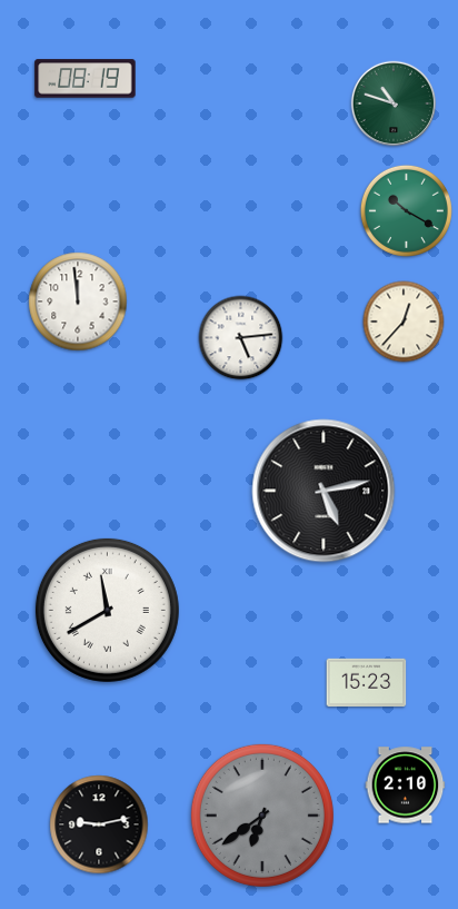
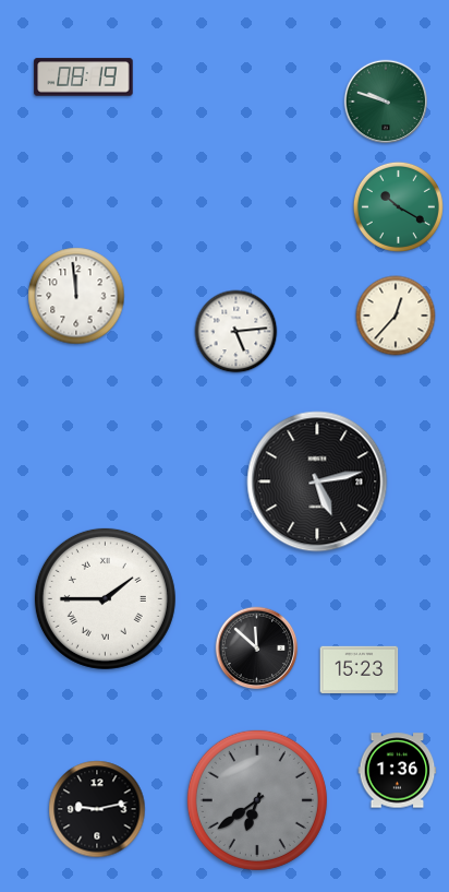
clock at (394, 103): 10:48 -> 9:48
clock at (107, 610): 11:40 -> 1:45
clock at (257, 649): none -> 11:52
clock at (406, 786): 2:10 -> 1:36
